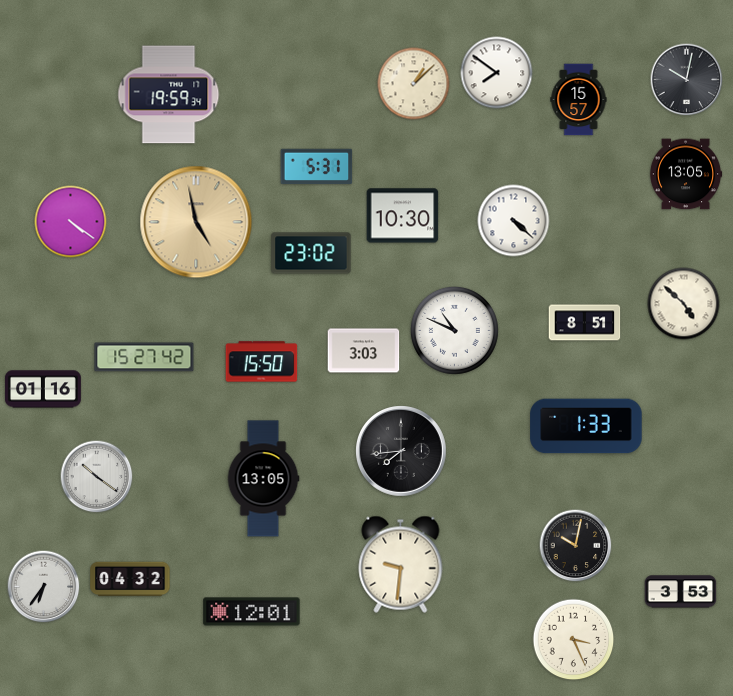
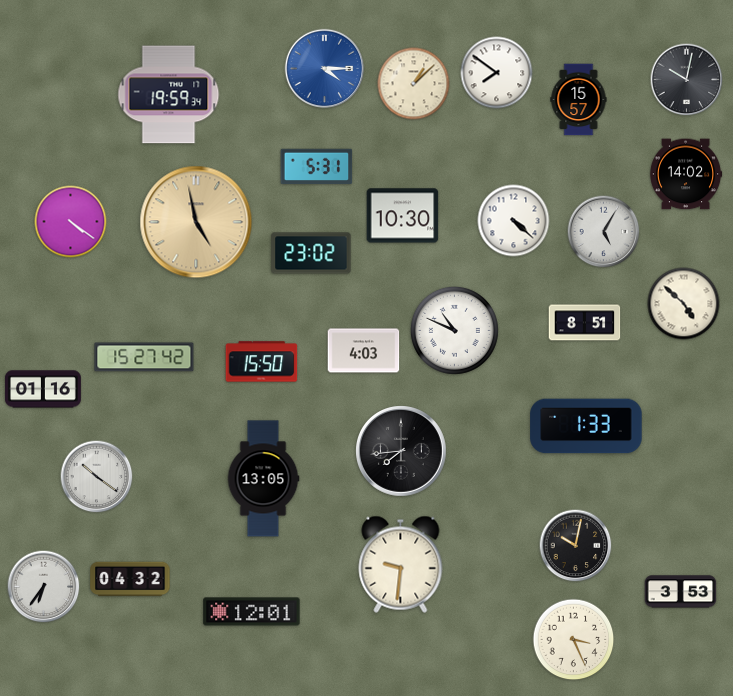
clock at (325, 69): none -> 4:15
clock at (686, 174): 13:05 -> 14:02
clock at (604, 232): none -> 5:05
clock at (364, 351): 3:03 -> 4:03
